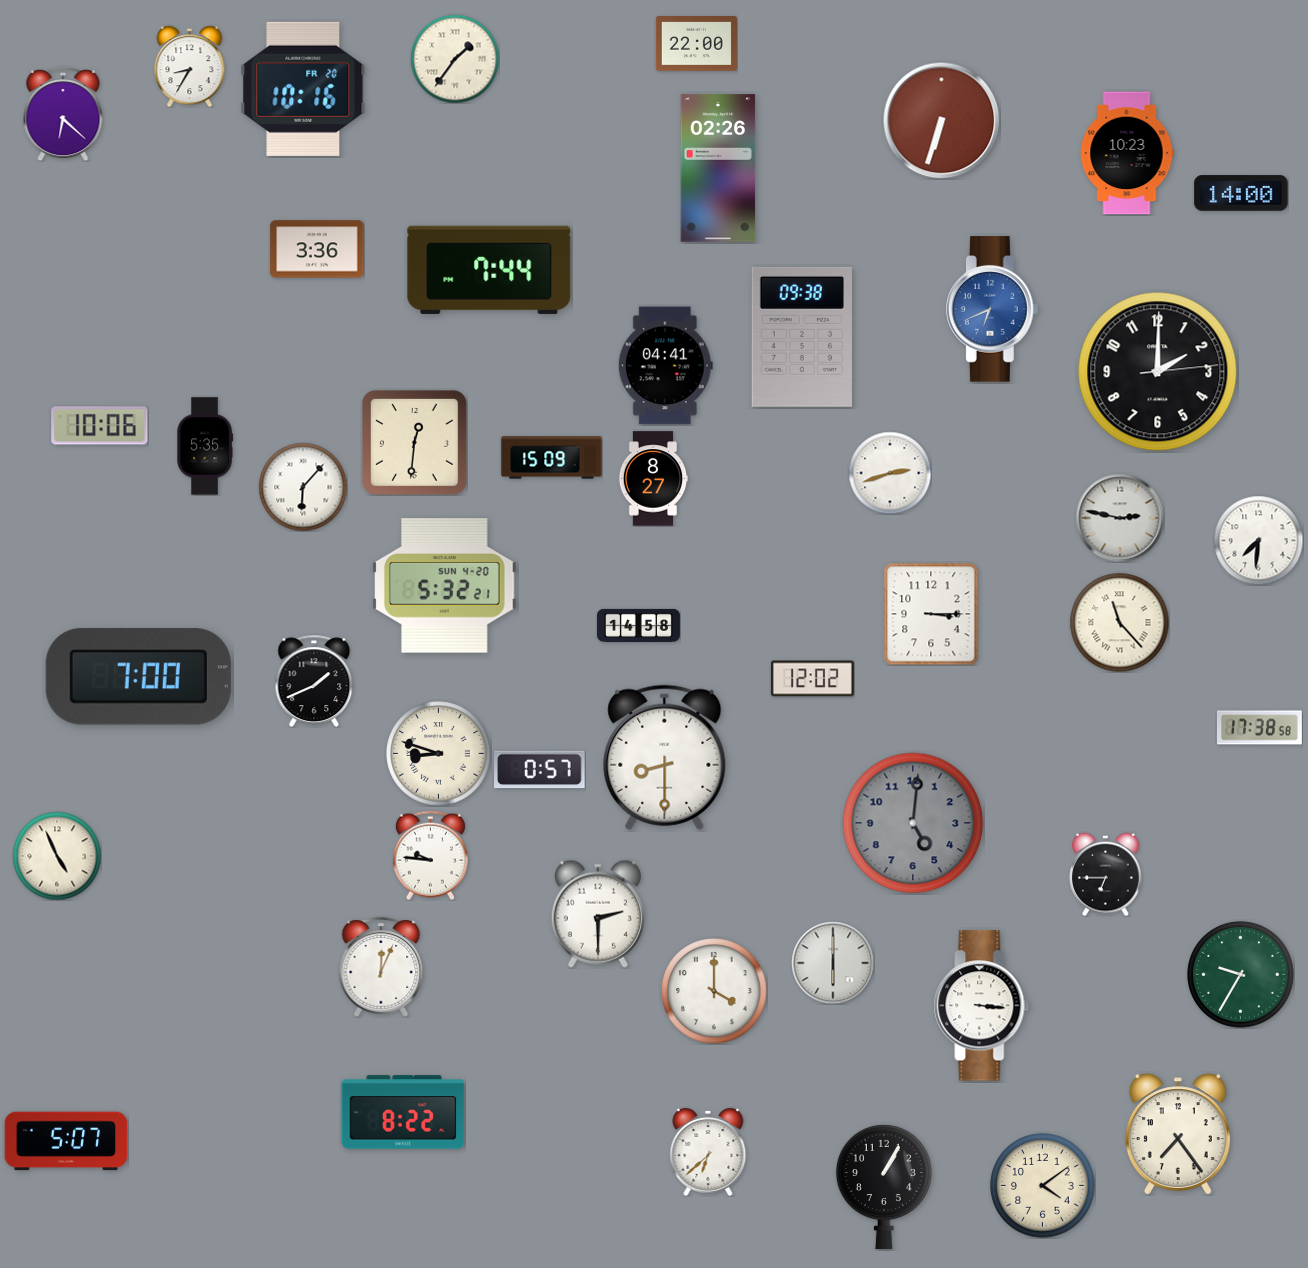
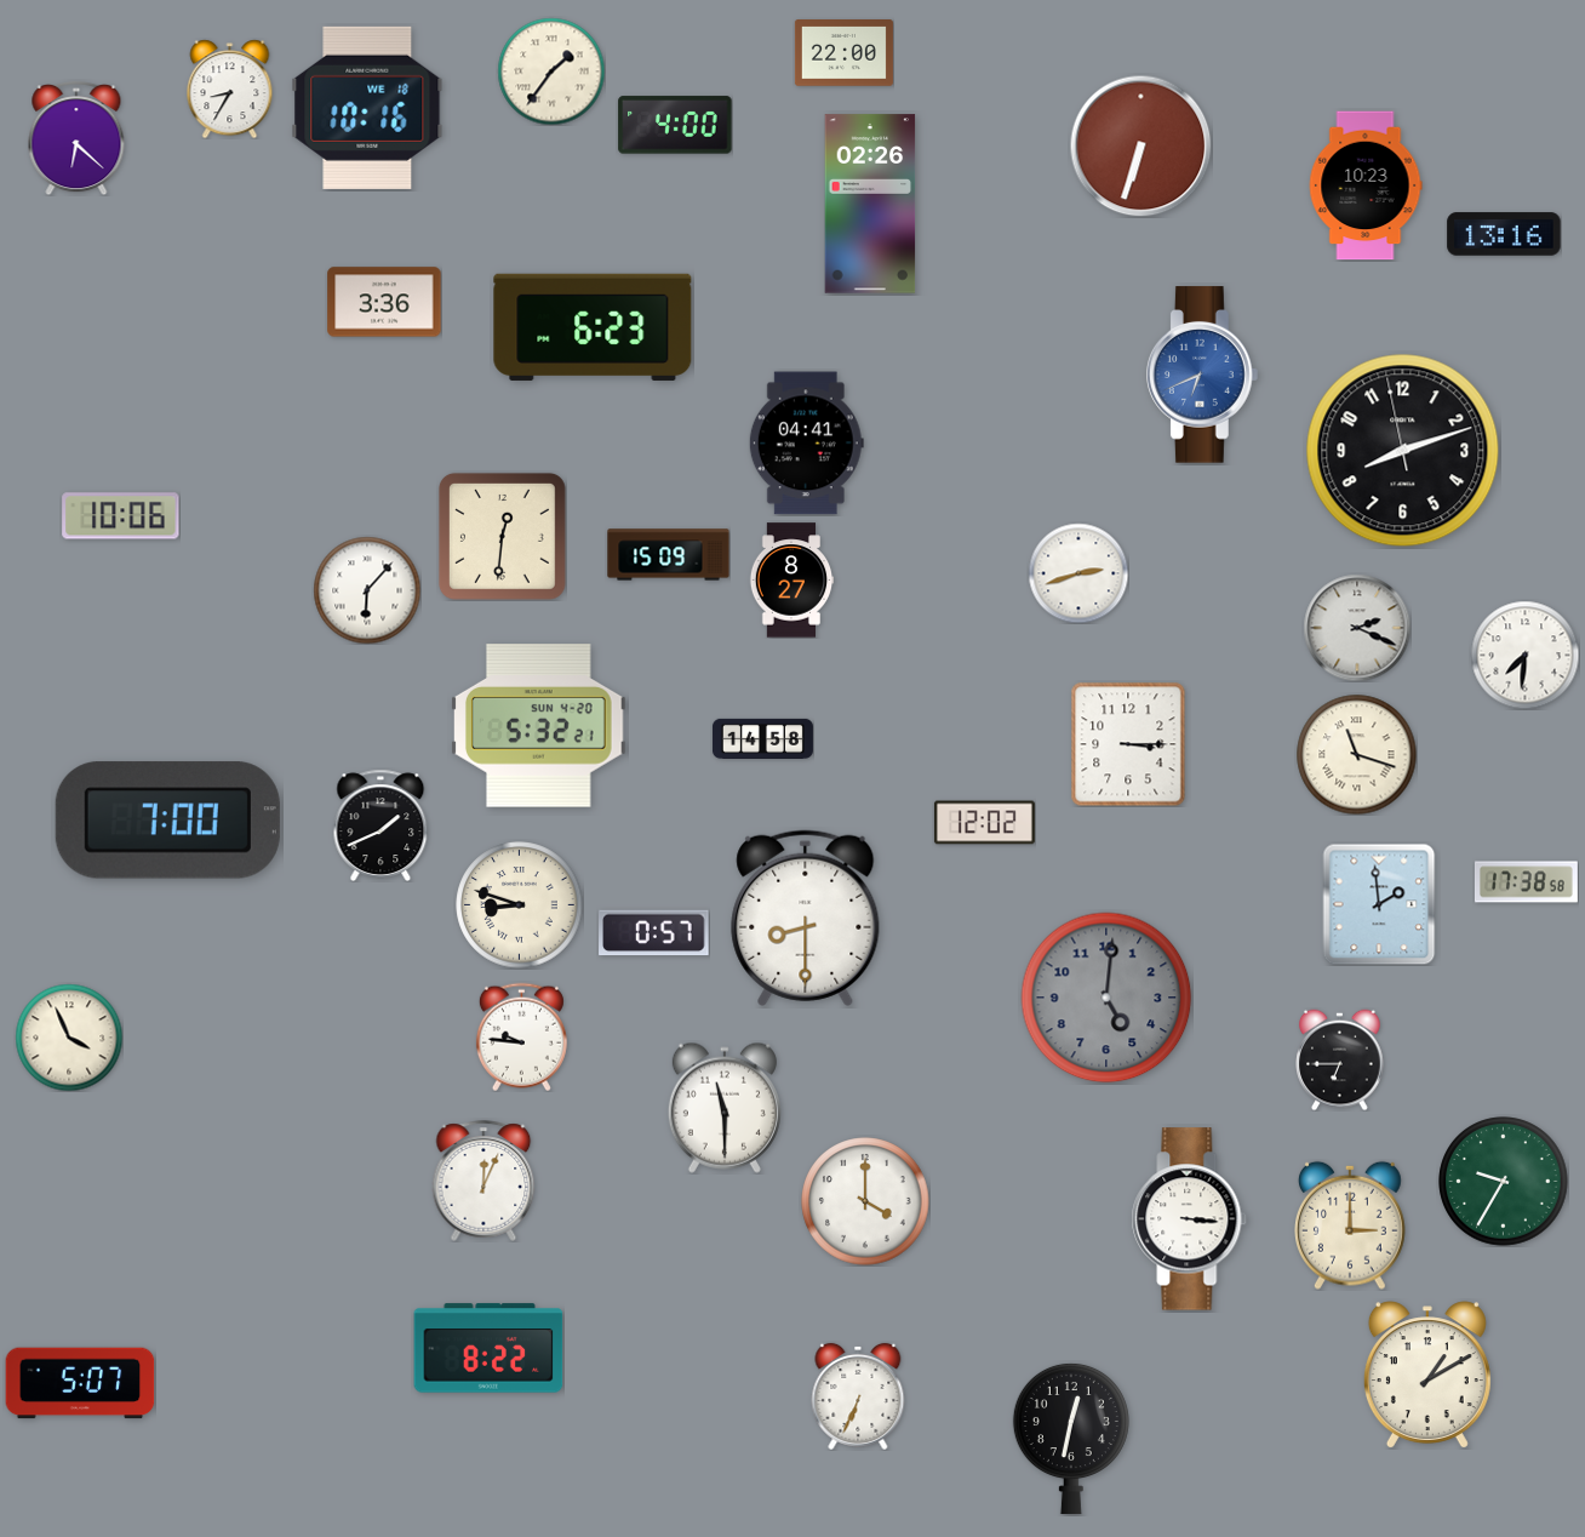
clock at (190, 66) position: (190, 66) -> (230, 88)
clock at (303, 89) date: FR 20 -> WE 18
clock at (675, 125): none -> 4:00
clock at (1241, 193): 14:00 -> 13:16
clock at (489, 270): 7:44 -> 6:23
clock at (801, 337): 09:38 -> none
clock at (1158, 372): 2:00 -> 8:11
clock at (204, 446): 5:35 -> none
clock at (1120, 518): 2:47 -> 2:19
clock at (445, 586) position: (445, 586) -> (539, 726)
clock at (1120, 623): 11:23 -> 11:18
clock at (638, 625) position: (638, 625) -> (762, 738)
clock at (1379, 904): none -> 1:59
clock at (439, 754) position: (439, 754) -> (520, 905)
clock at (57, 856): 4:56 -> 3:56
clock at (598, 914): 2:30 -> 11:30
clock at (833, 963): 6:00 -> none
clock at (381, 967) position: (381, 967) -> (483, 1181)
clock at (1351, 1225): none -> 3:00
clock at (1178, 1134): 7:24 -> 1:10
clock at (708, 1152): 6:38 -> 6:34
clock at (1043, 1186): 4:09 -> none
clock at (884, 1187): 1:05 -> 12:32
